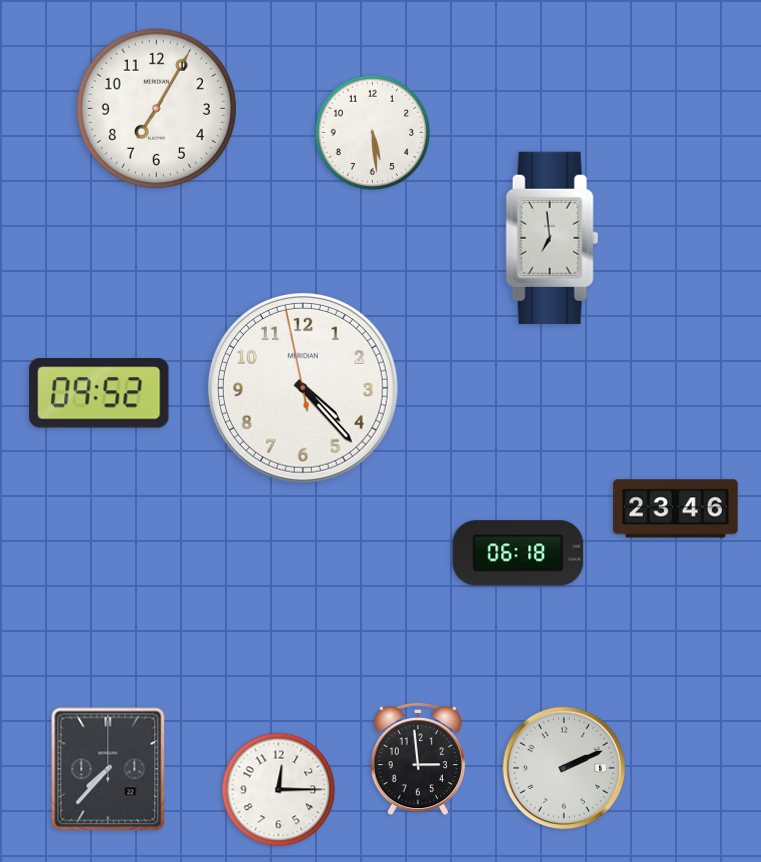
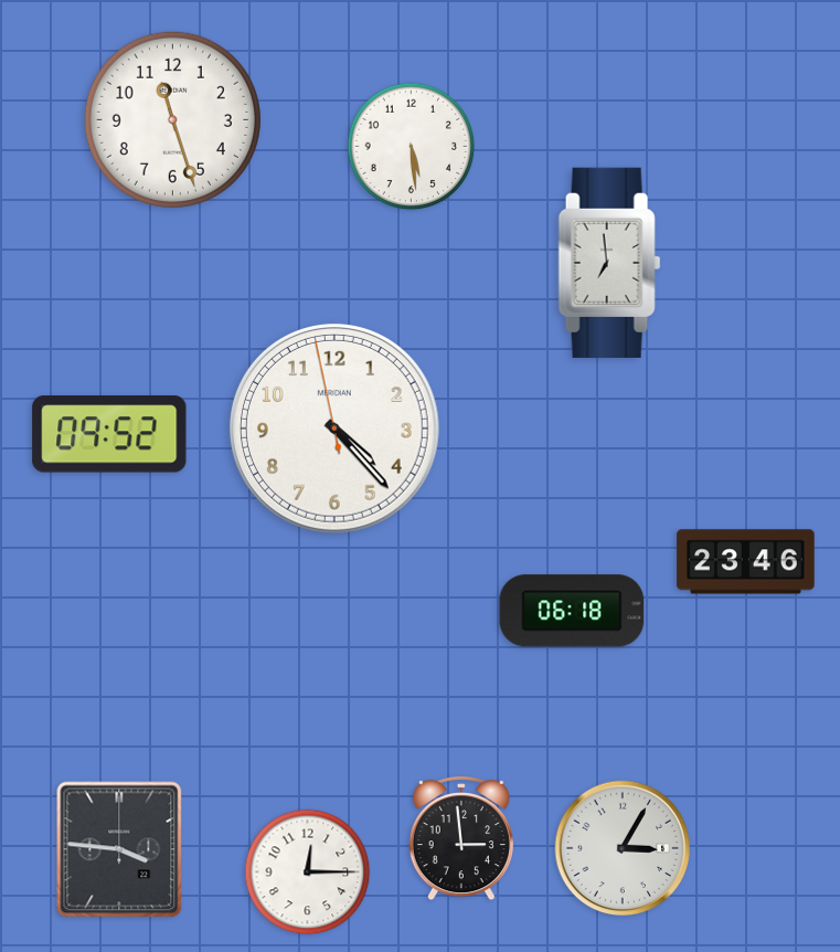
clock at (156, 108): 7:05 -> 11:27
clock at (564, 768): 2:11 -> 3:05
clock at (108, 769): 7:37 -> 3:46
